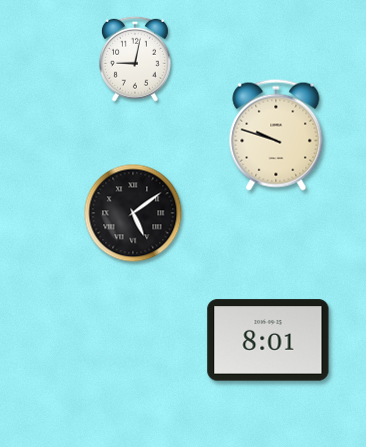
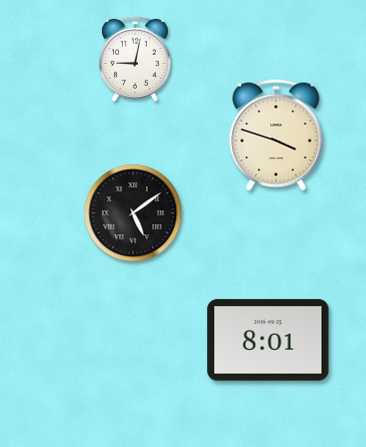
clock at (276, 135): 9:48 -> 3:48
